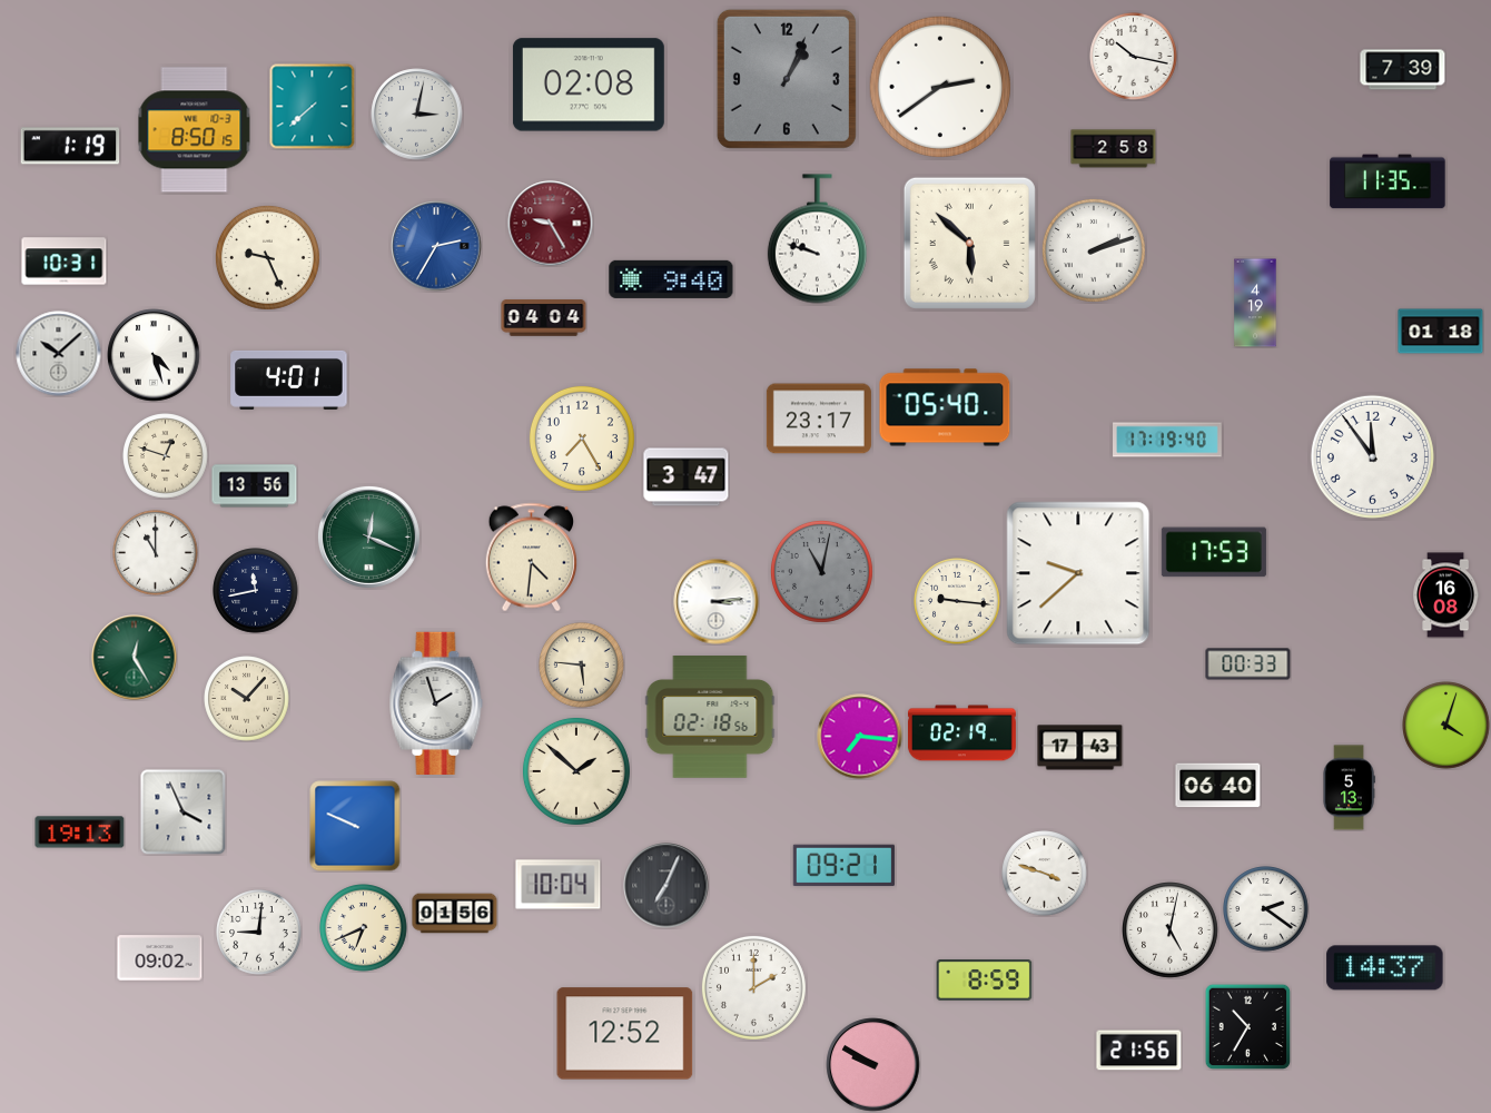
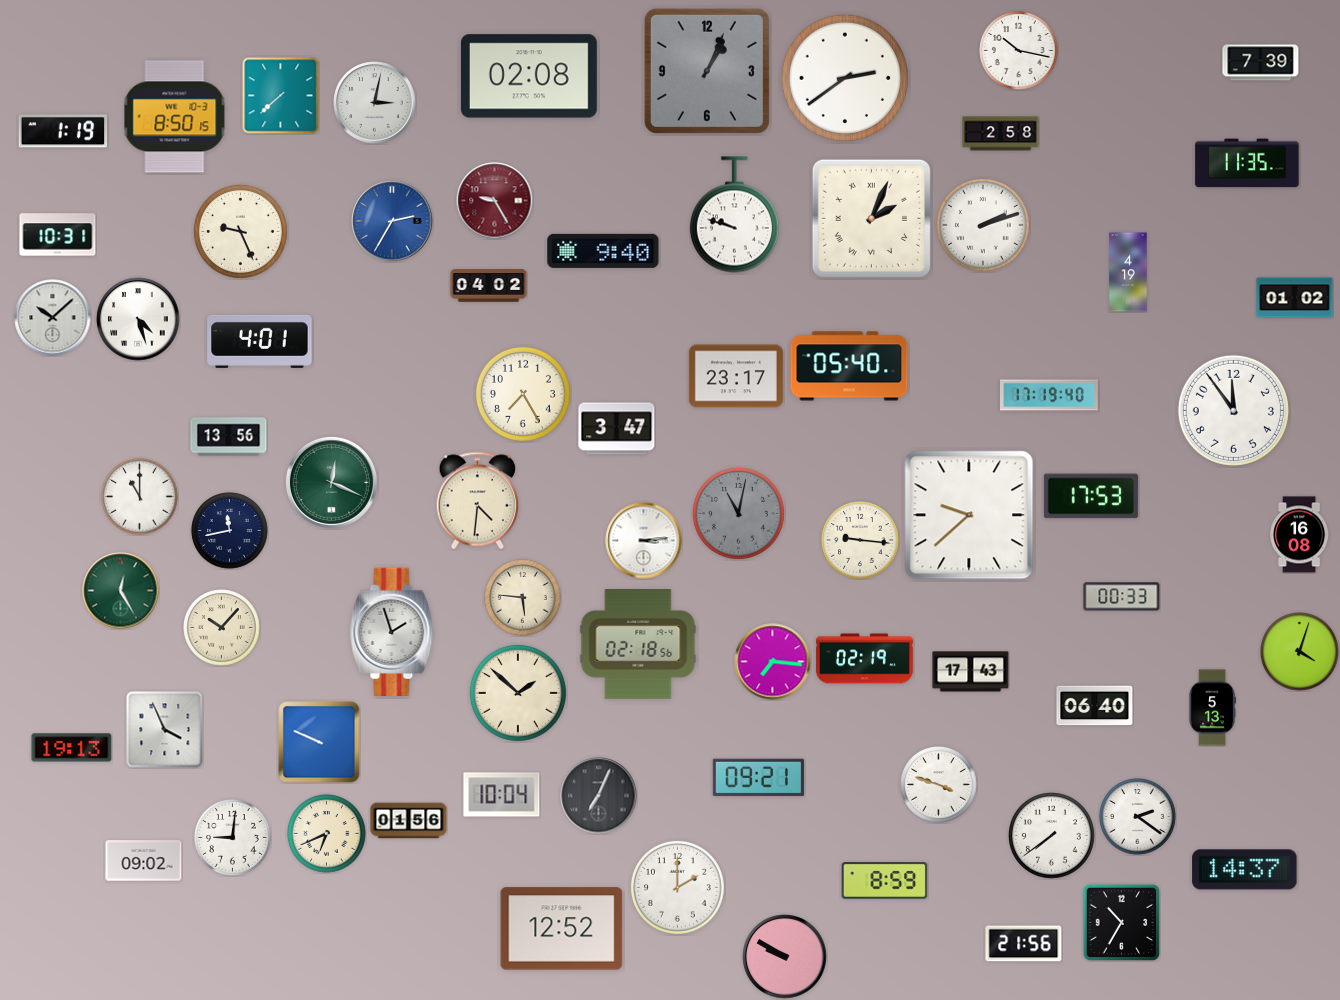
clock at (969, 243): 5:52 -> 2:04
clock at (544, 318): 04:04 -> 04:02
clock at (1441, 332): 01:18 -> 01:02
clock at (166, 456): 12:48 -> none
clock at (1171, 930): 5:02 -> 7:39
